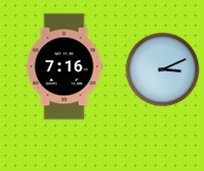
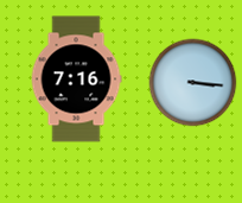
clock at (163, 70): 3:11 -> 3:16
